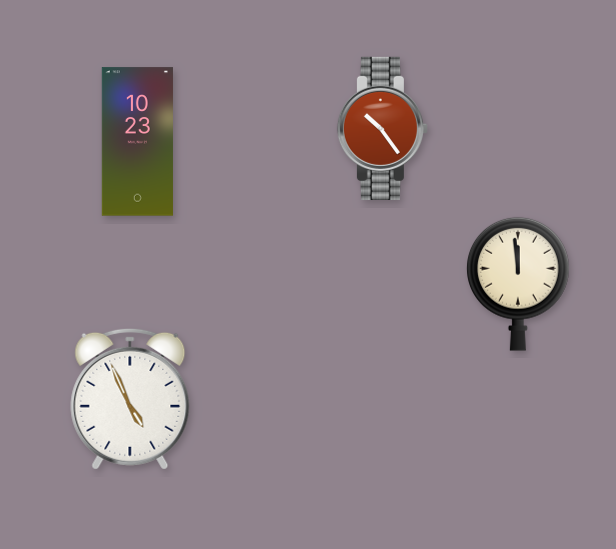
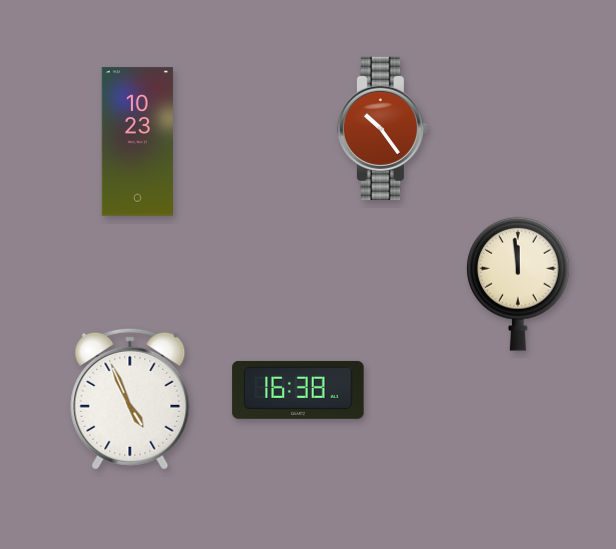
clock at (298, 390): none -> 16:38
